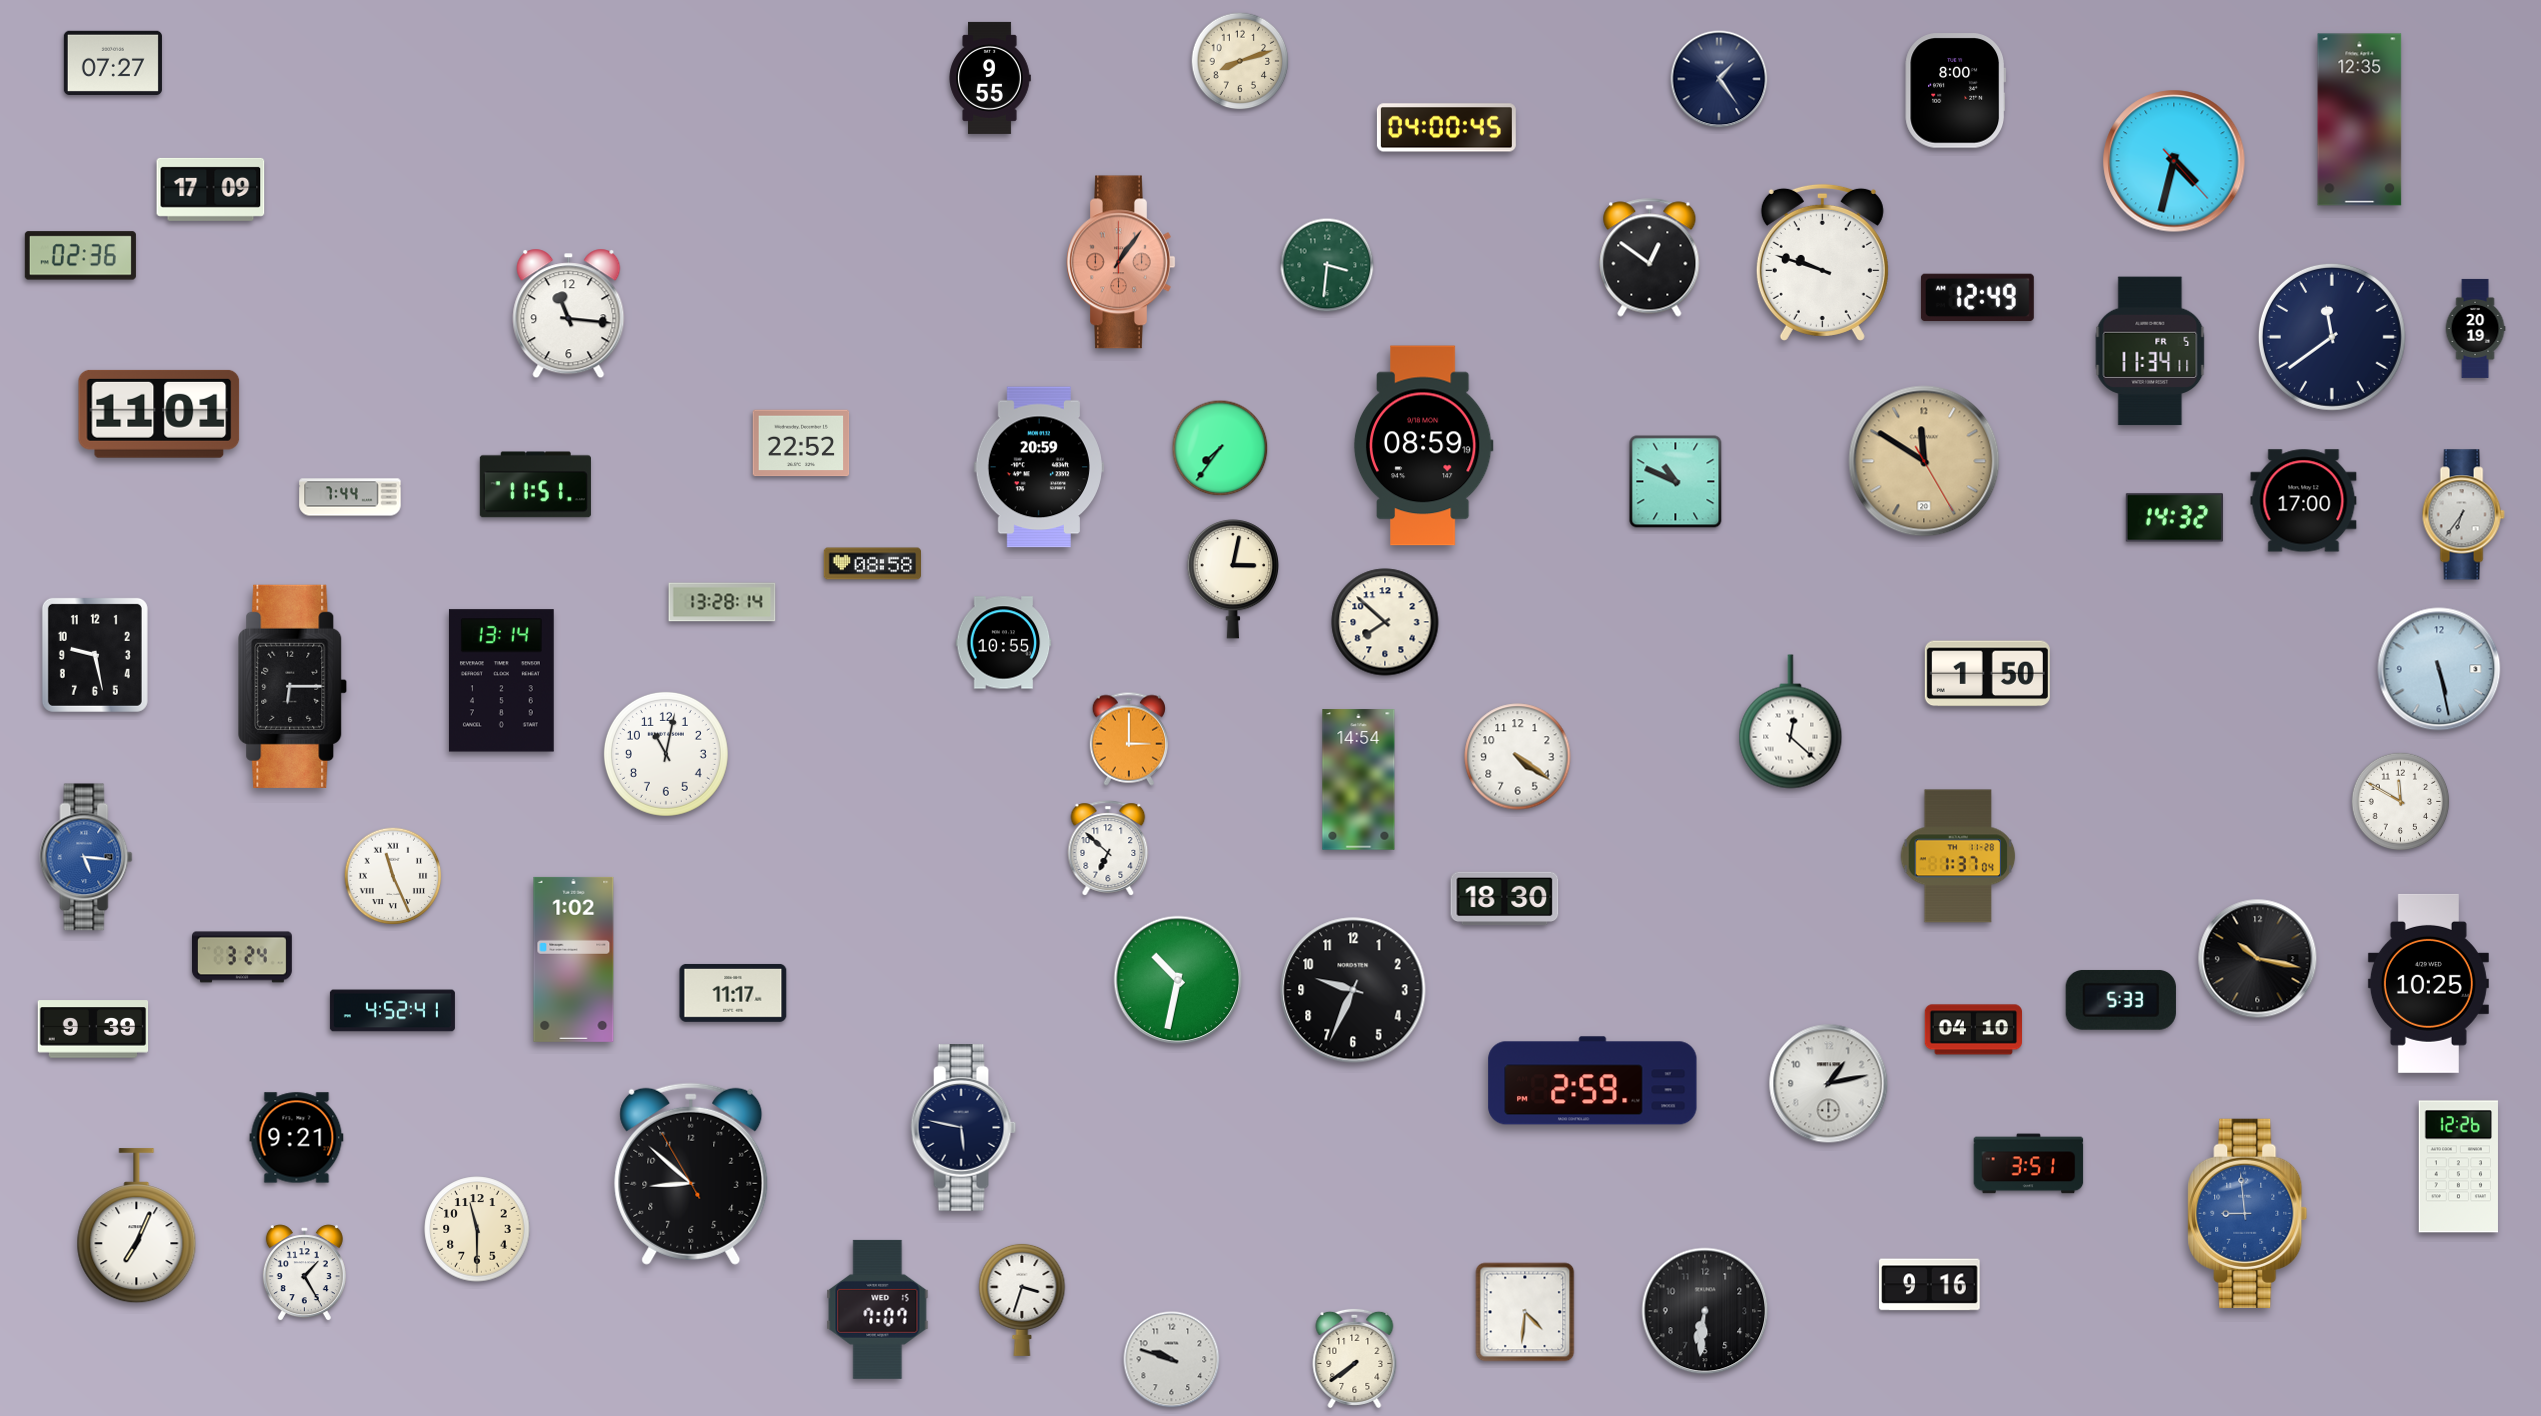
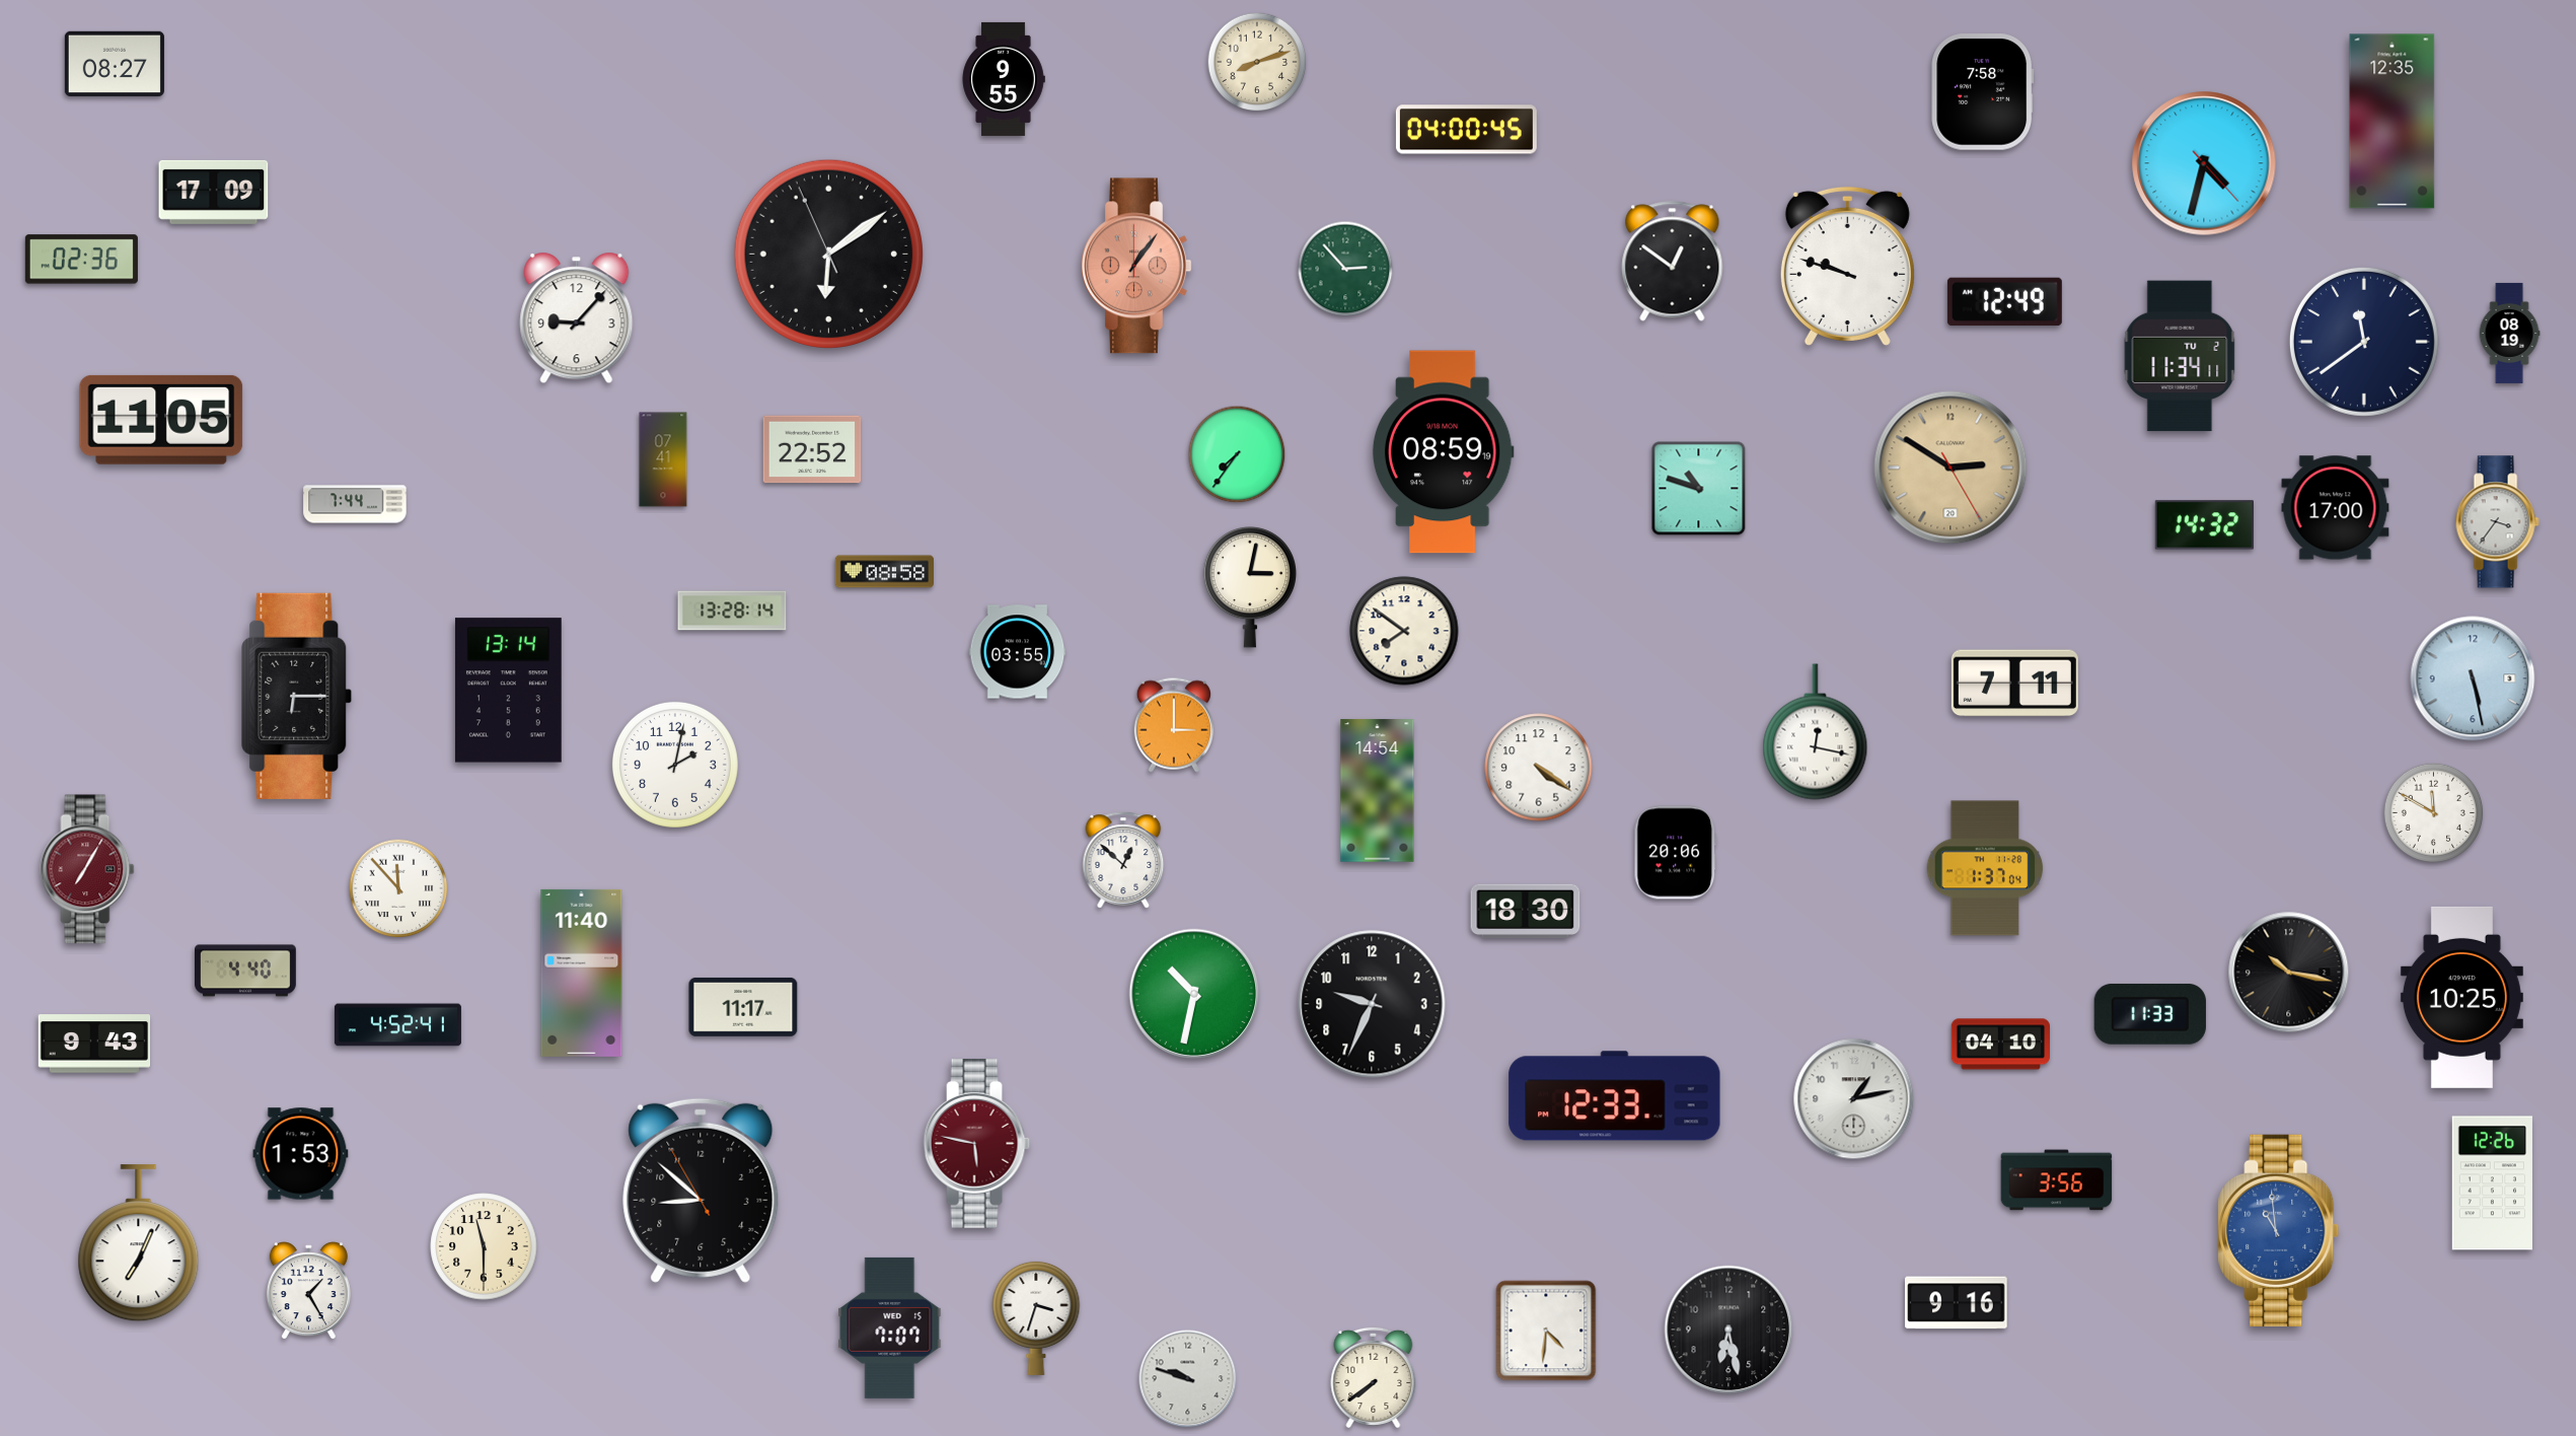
clock at (113, 63): 07:27 -> 08:27
clock at (1719, 79): 1:24 -> none
clock at (1955, 91): 8:00 -> 7:58
clock at (828, 254): none -> 6:08
clock at (1327, 265): 3:31 -> 2:53
clock at (569, 314): 11:16 -> 9:07
clock at (2475, 328): 20:19 -> 08:19
clock at (2150, 351) date: FR 5 -> TU 2
clock at (159, 414): 11:01 -> 11:05
clock at (663, 459): none -> 07:41
clock at (1924, 461): 11:50 -> 2:50
clock at (1039, 467): 20:59 -> none
clock at (1676, 482): 10:49 -> 10:48
clock at (535, 485): 11:51 -> none
clock at (2463, 515): 6:36 -> 3:36
clock at (1385, 622): 7:52 -> 7:51
clock at (1004, 643): 10:55 -> 03:55
clock at (95, 655): 9:28 -> none
clock at (1987, 674): 1:50 -> 7:11
clock at (1791, 722): 12:22 -> 12:17
clock at (1128, 739) position: (1128, 739) -> (1173, 725)
clock at (666, 754): 11:02 -> 2:02
clock at (1675, 853): none -> 20:06
clock at (1108, 848): 6:52 -> 12:52
clock at (86, 857): 5:16 -> 7:05
clock at (86, 857) dial: blue -> burgundy
clock at (393, 876): 11:26 -> 11:53
clock at (243, 957): 3:24 -> 4:40
clock at (574, 959): 1:02 -> 11:40
clock at (2121, 1000): 5:33 -> 11:33
clock at (93, 1029): 9:39 -> 9:43
clock at (1593, 1081): 2:59 -> 12:33
clock at (964, 1128) dial: navy -> burgundy
clock at (297, 1138): 9:21 -> 1:53
clock at (2029, 1164): 3:51 -> 3:56
clock at (2248, 1213): 8:59 -> 10:59
clock at (1705, 1311): 6:31 -> 6:28
